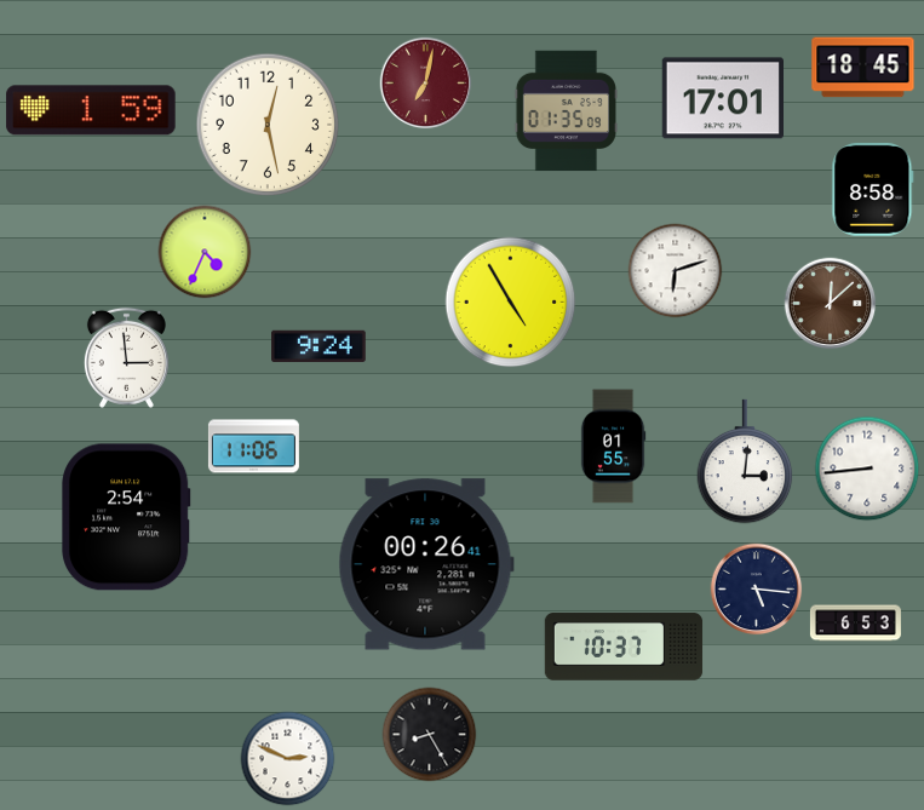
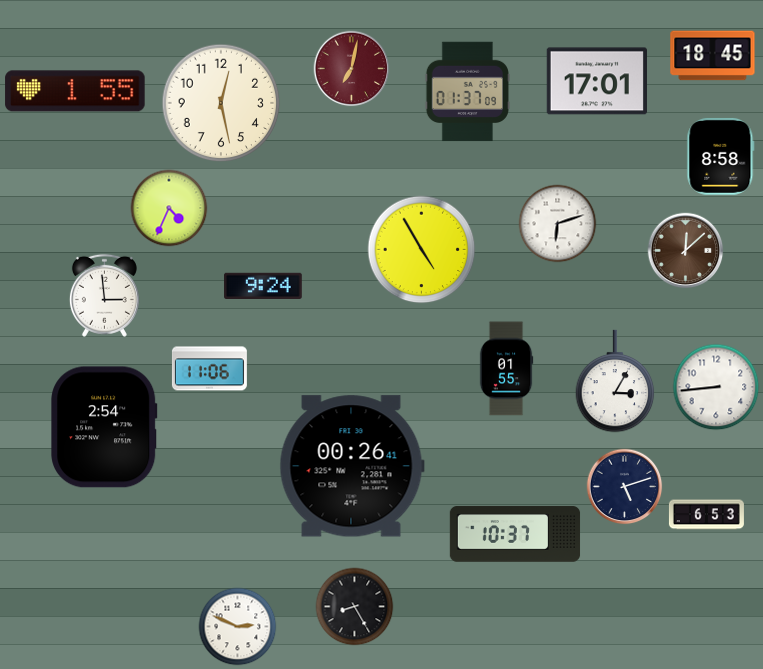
clock at (91, 110): 1:59 -> 1:55
clock at (566, 111): 01:35 -> 01:37
clock at (745, 461): 3:01 -> 3:05
clock at (757, 590): 5:16 -> 5:12
